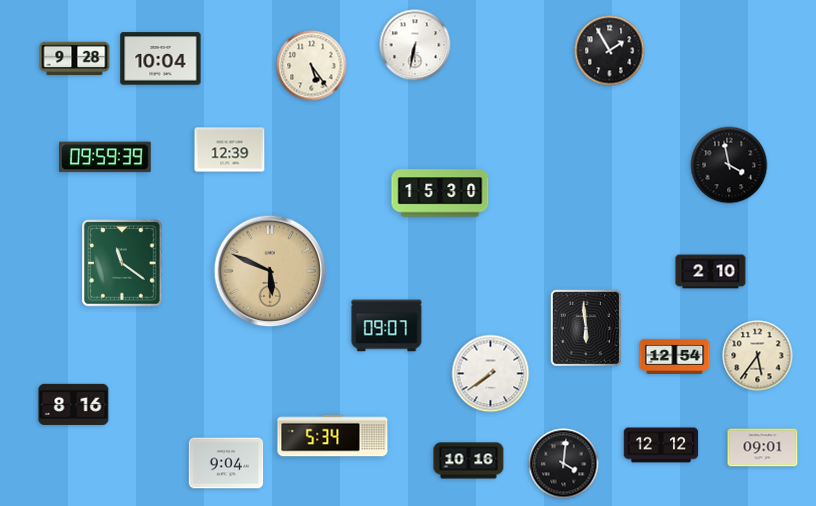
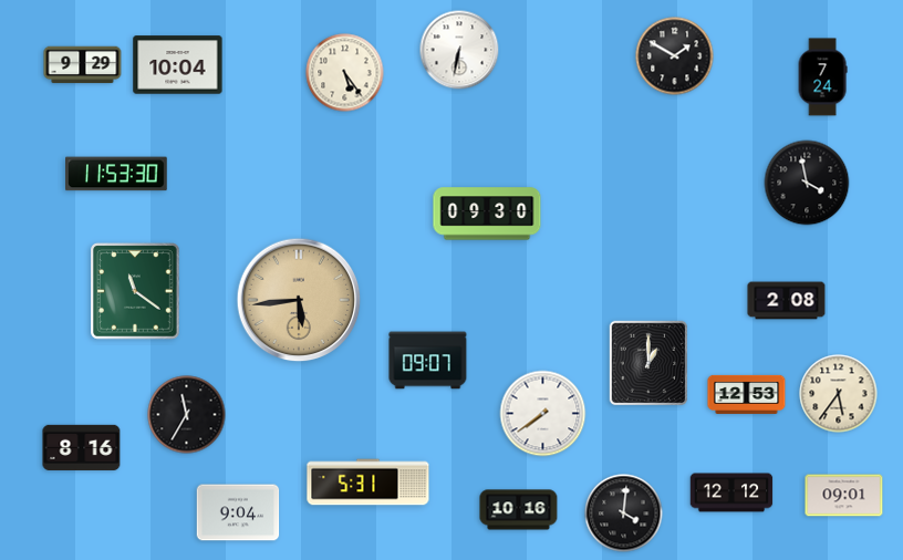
clock at (610, 51): 1:55 -> 1:50
clock at (75, 59): 9:28 -> 9:29
clock at (822, 77): none -> 7:24
clock at (230, 150): 12:39 -> none
clock at (106, 157): 09:59 -> 11:53
clock at (440, 193): 15:30 -> 09:30
clock at (270, 271): 5:49 -> 5:44
clock at (711, 272): 2:10 -> 2:08
clock at (586, 328): 5:59 -> 1:00
clock at (675, 356): 12:54 -> 12:53
clock at (187, 415): none -> 11:35
clock at (333, 436): 5:34 -> 5:31
clock at (226, 463) position: (226, 463) -> (238, 512)
